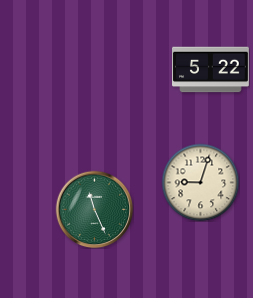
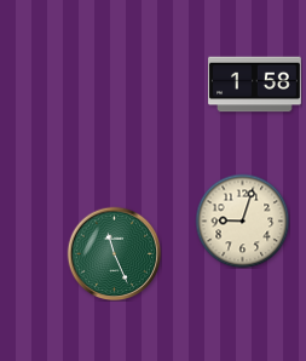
clock at (211, 70): 5:22 -> 1:58
